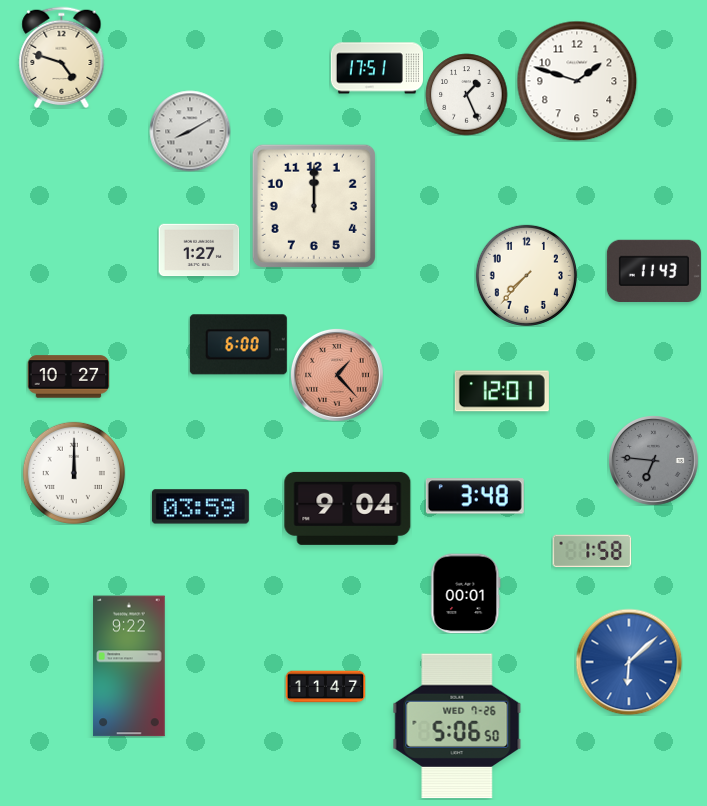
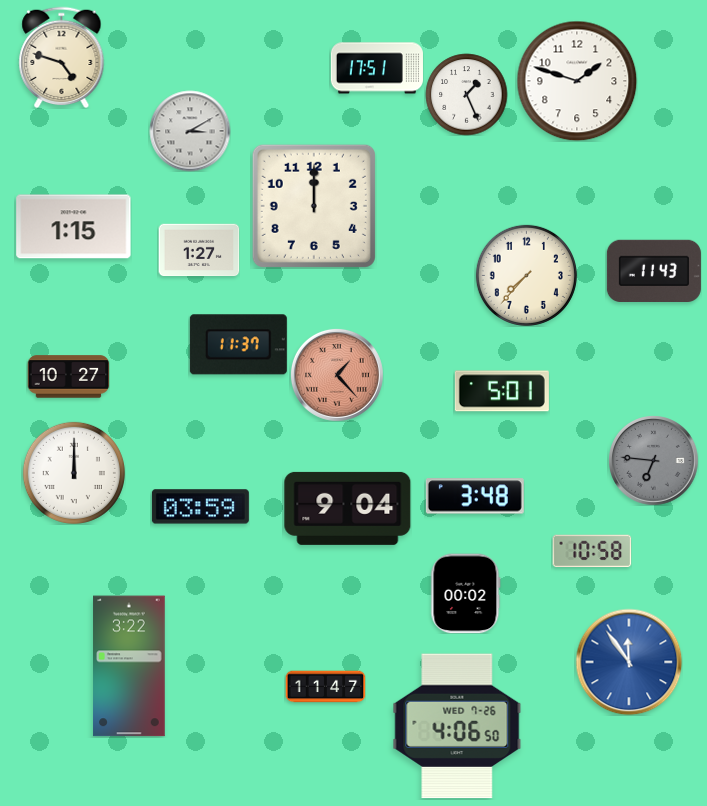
clock at (190, 131): 8:10 -> 3:10
clock at (74, 227): none -> 1:15
clock at (238, 345): 6:00 -> 11:37
clock at (502, 391): 12:01 -> 5:01
clock at (592, 551): 1:58 -> 10:58
clock at (466, 593): 00:01 -> 00:02
clock at (629, 662): 6:08 -> 11:54
clock at (129, 666): 9:22 -> 3:22
clock at (457, 726): 5:06 -> 4:06
